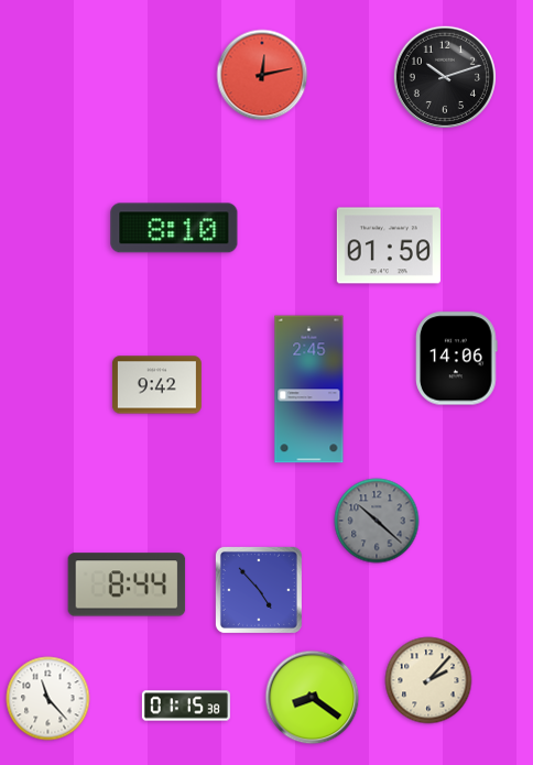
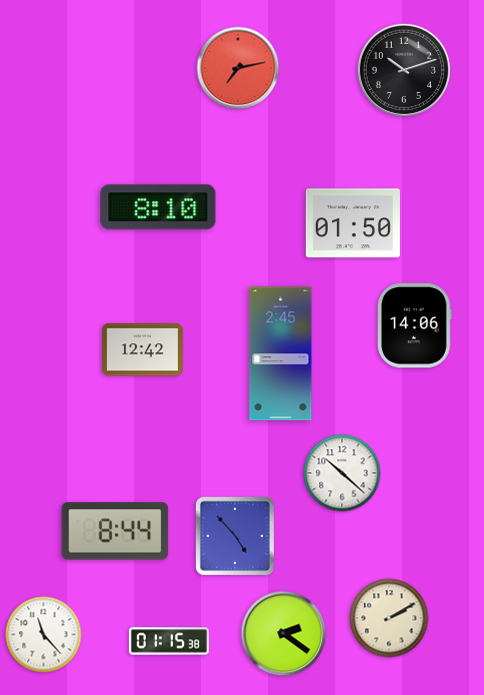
clock at (262, 75): 12:13 -> 7:13
clock at (156, 385): 9:42 -> 12:42
clock at (377, 521) dial: grey -> white
clock at (428, 680): 2:07 -> 2:10
clock at (313, 698): 8:21 -> 2:21
